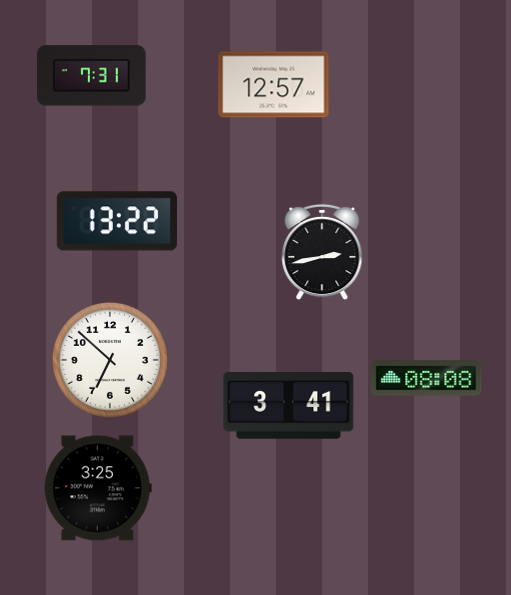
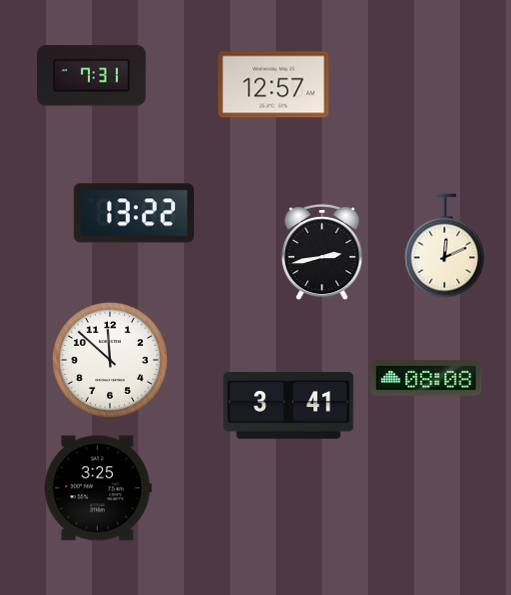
clock at (117, 221) position: (117, 221) -> (134, 213)
clock at (445, 246): none -> 12:11
clock at (110, 360): 6:52 -> 11:52
